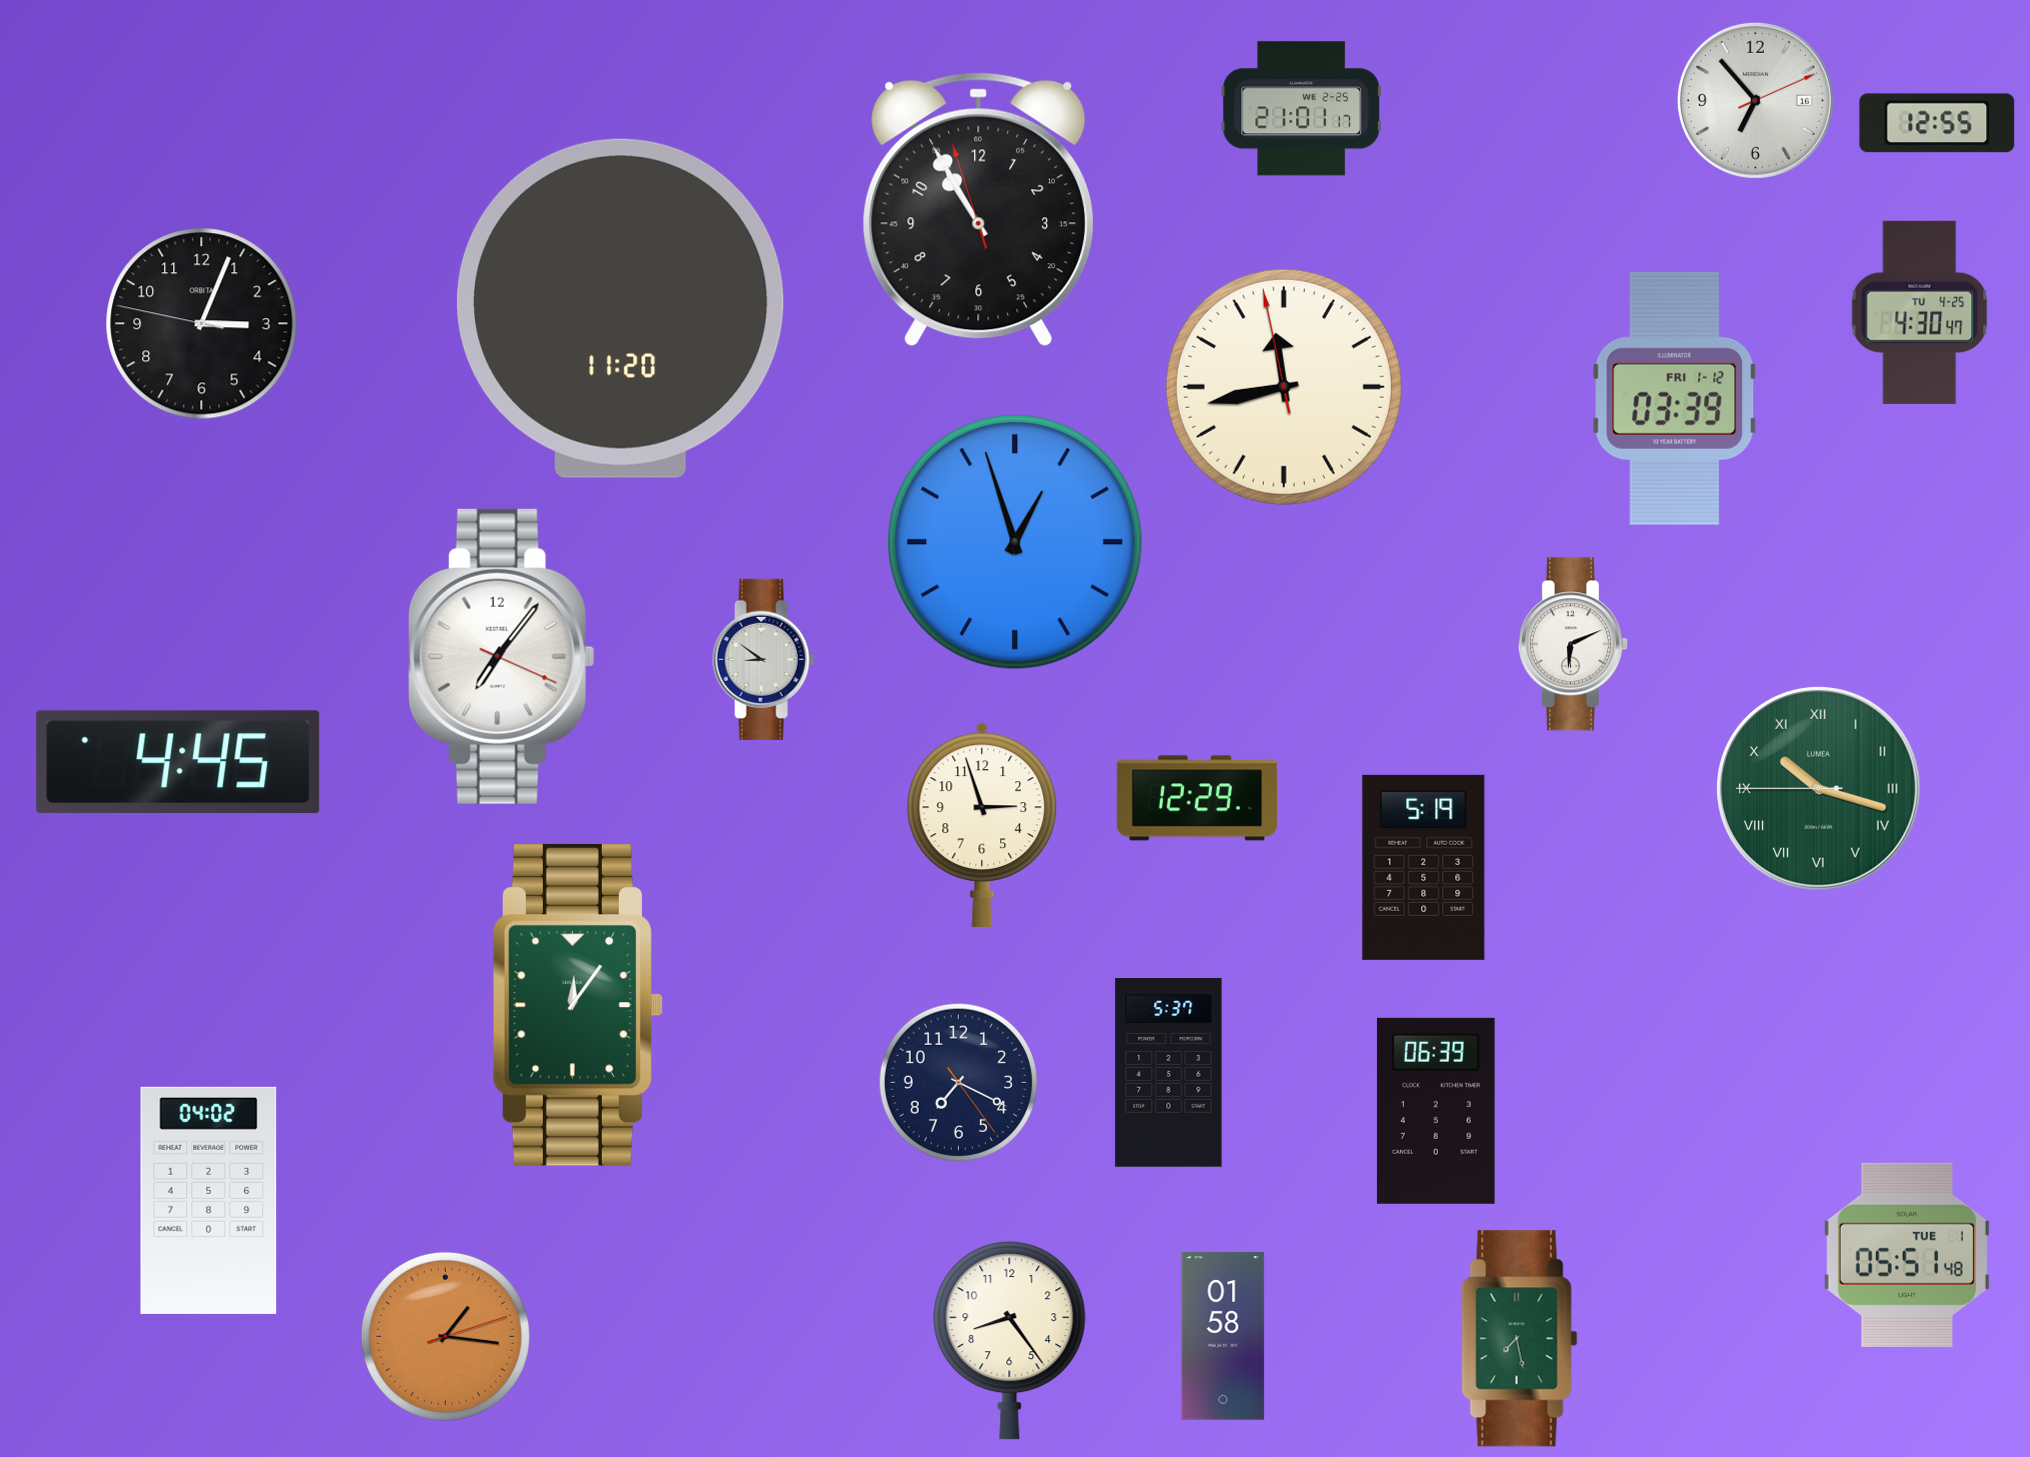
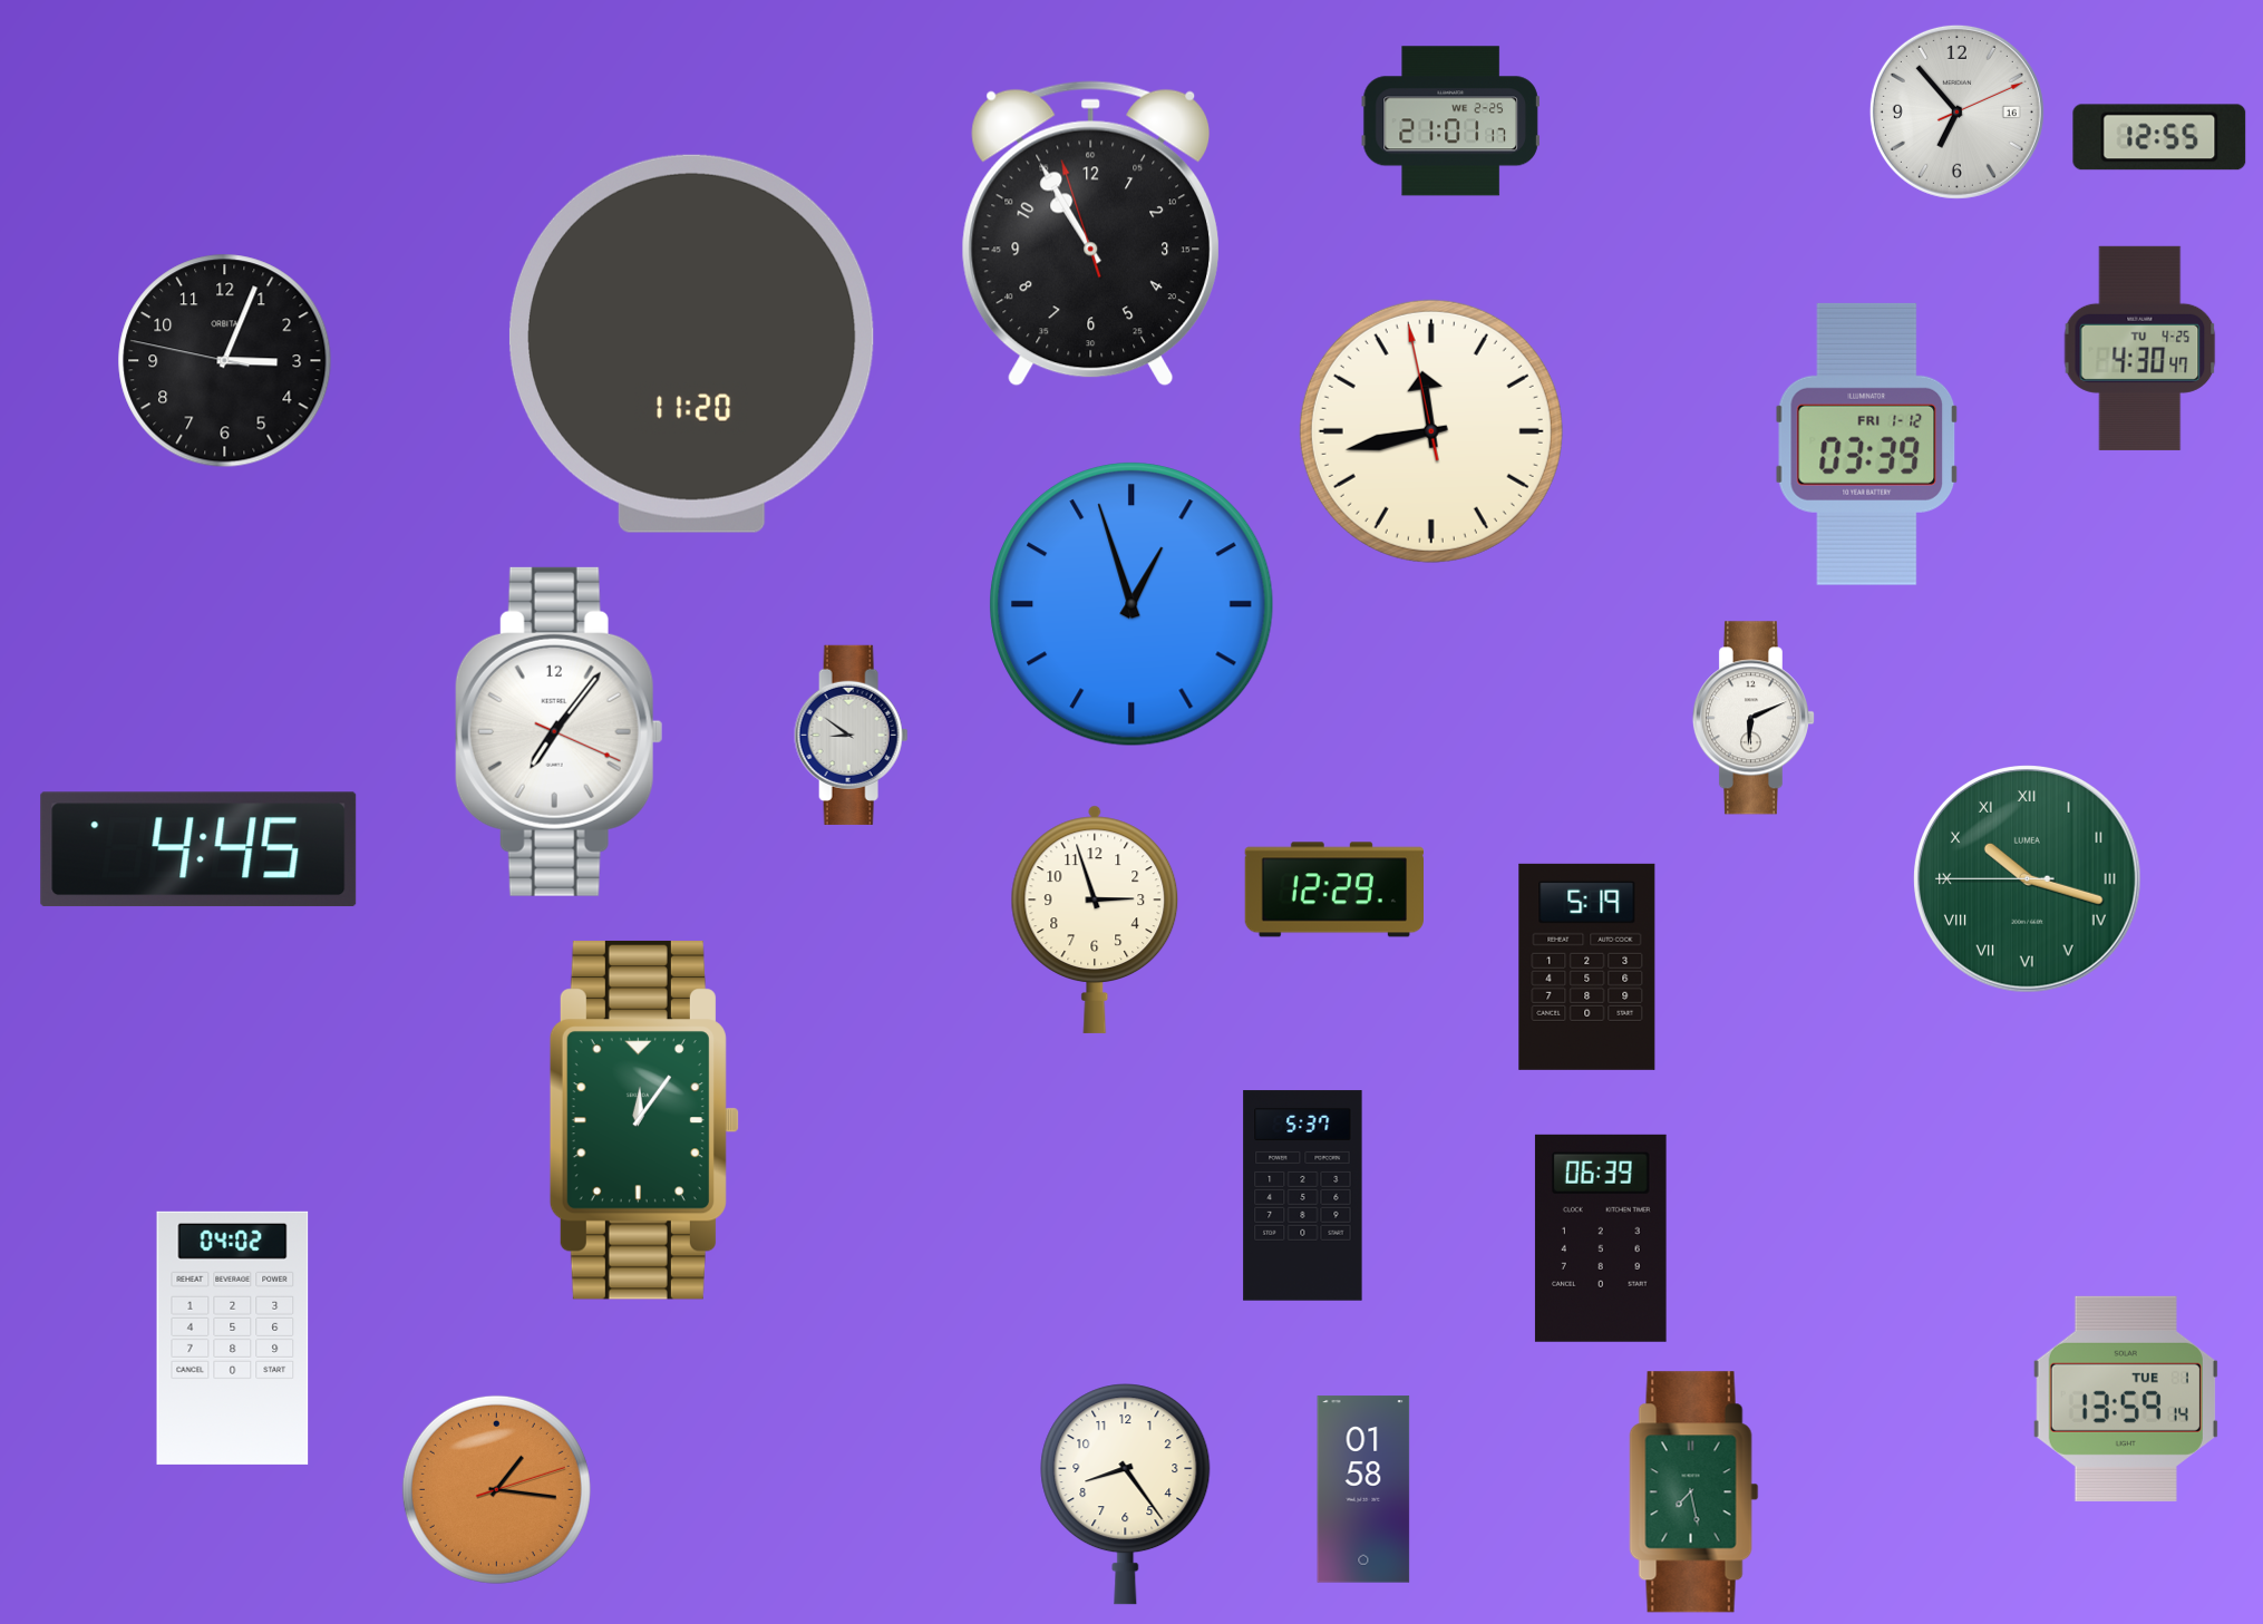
clock at (958, 1082): 7:19 -> none
clock at (1907, 1255): 05:51 -> 13:59
